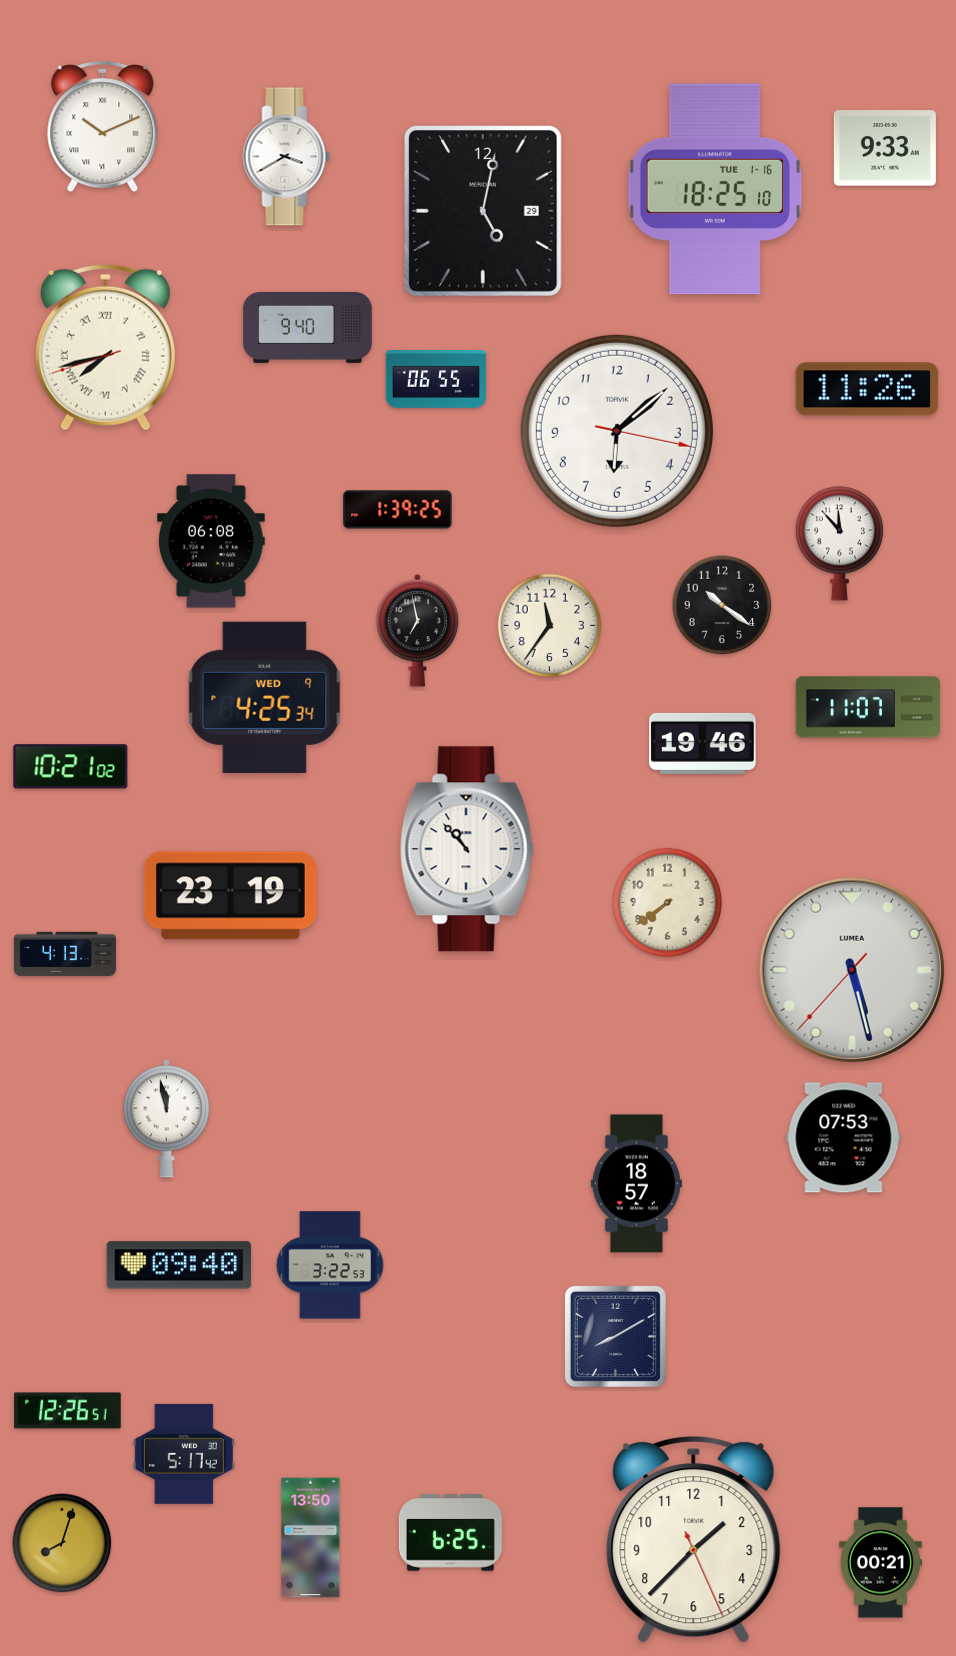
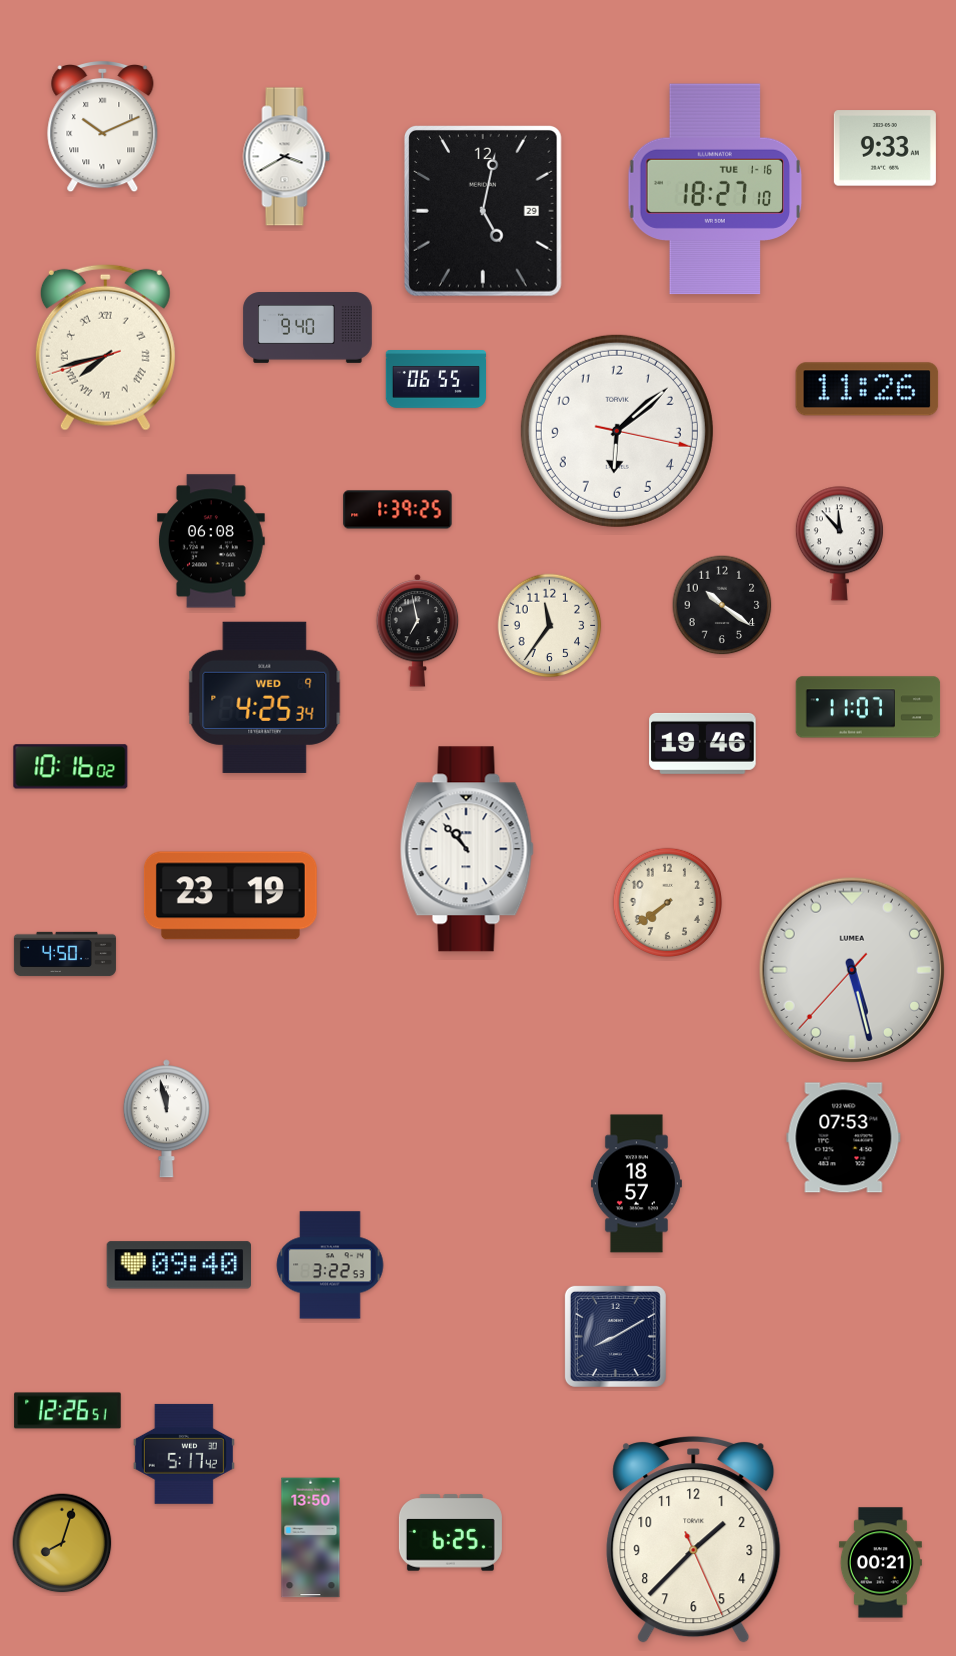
clock at (715, 189): 18:25 -> 18:27
clock at (71, 767): 10:21 -> 10:16
clock at (65, 954): 4:13 -> 4:50
